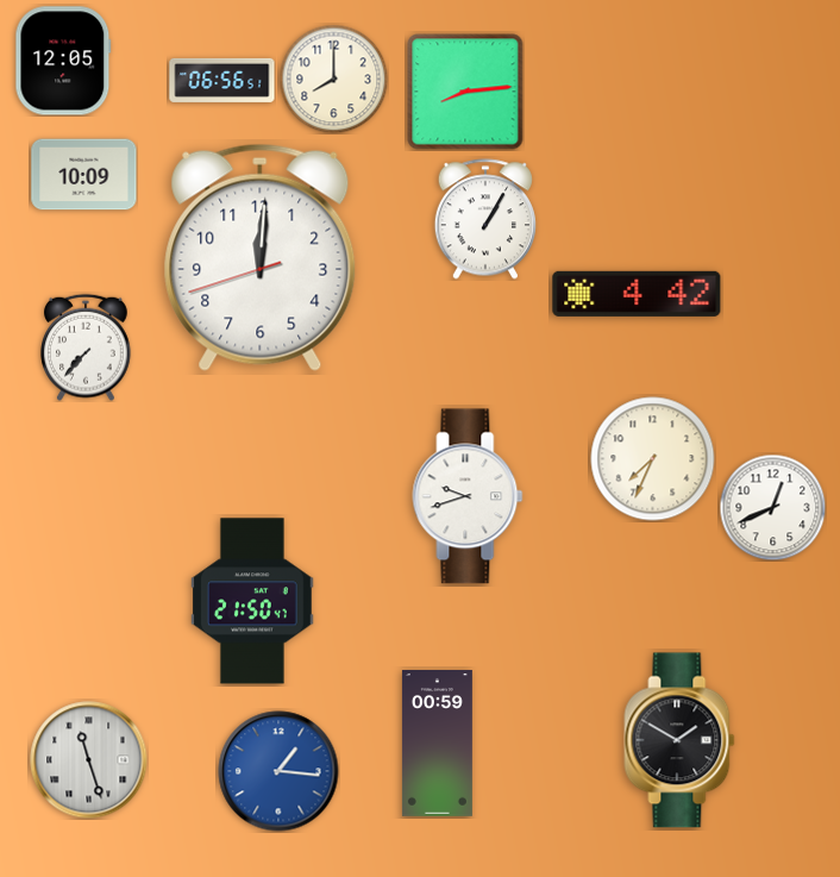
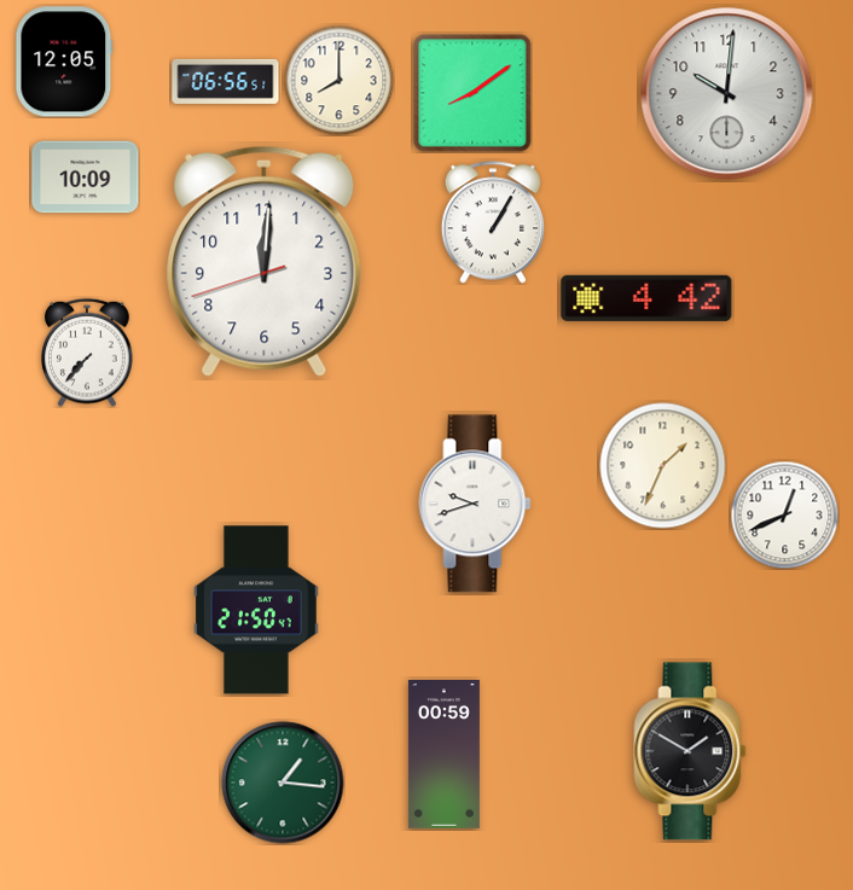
clock at (465, 92): 8:14 -> 8:09
clock at (727, 94): none -> 10:01
clock at (653, 459): 7:34 -> 1:34
clock at (89, 760): 11:27 -> none
clock at (278, 771) dial: blue -> green
